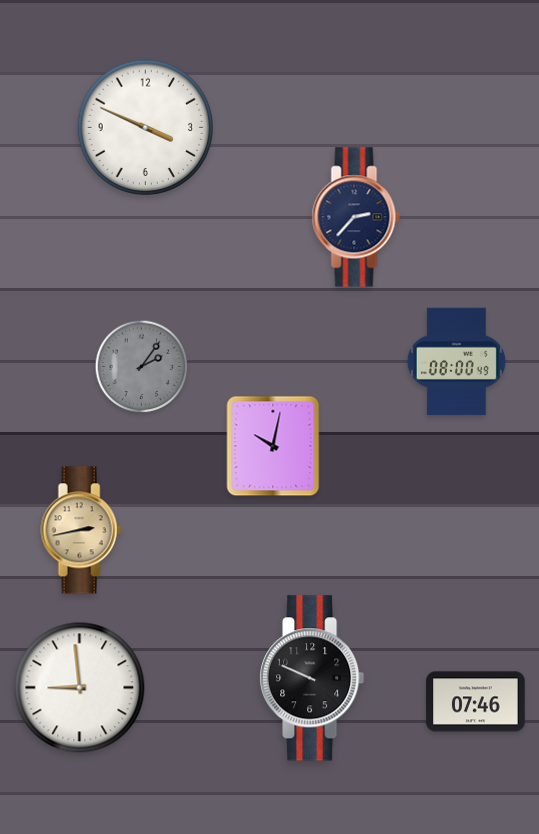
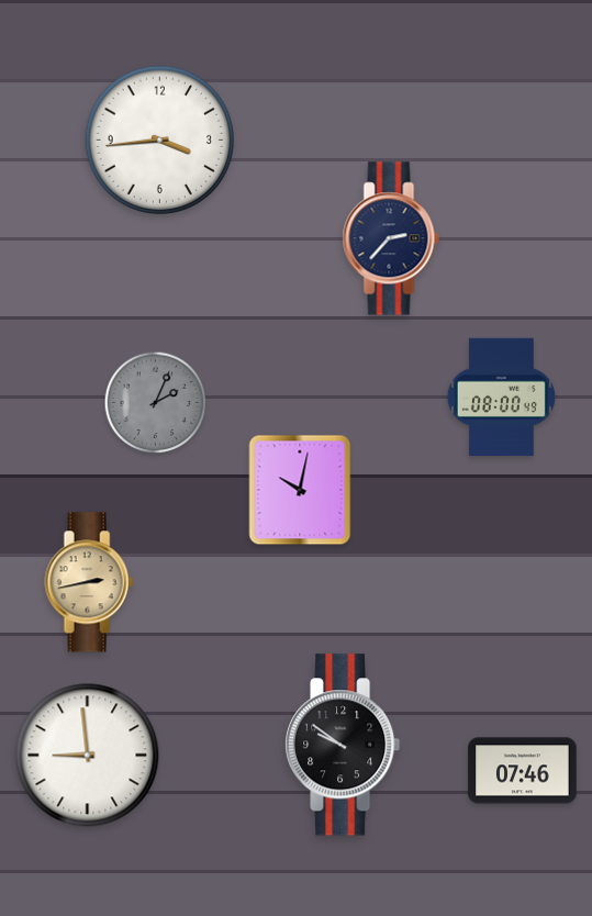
clock at (146, 128): 3:49 -> 3:44
clock at (142, 367): 2:06 -> 2:04
clock at (313, 678): 9:49 -> 9:51
